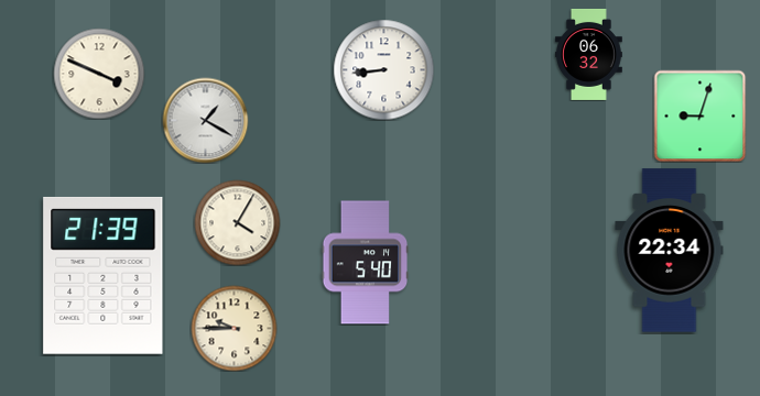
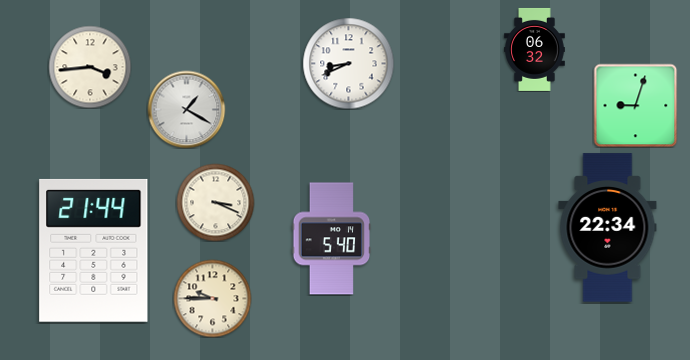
clock at (383, 69): 8:44 -> 8:41
clock at (99, 74): 3:49 -> 3:44
clock at (237, 222): 4:05 -> 3:19
clock at (104, 275): 21:39 -> 21:44
